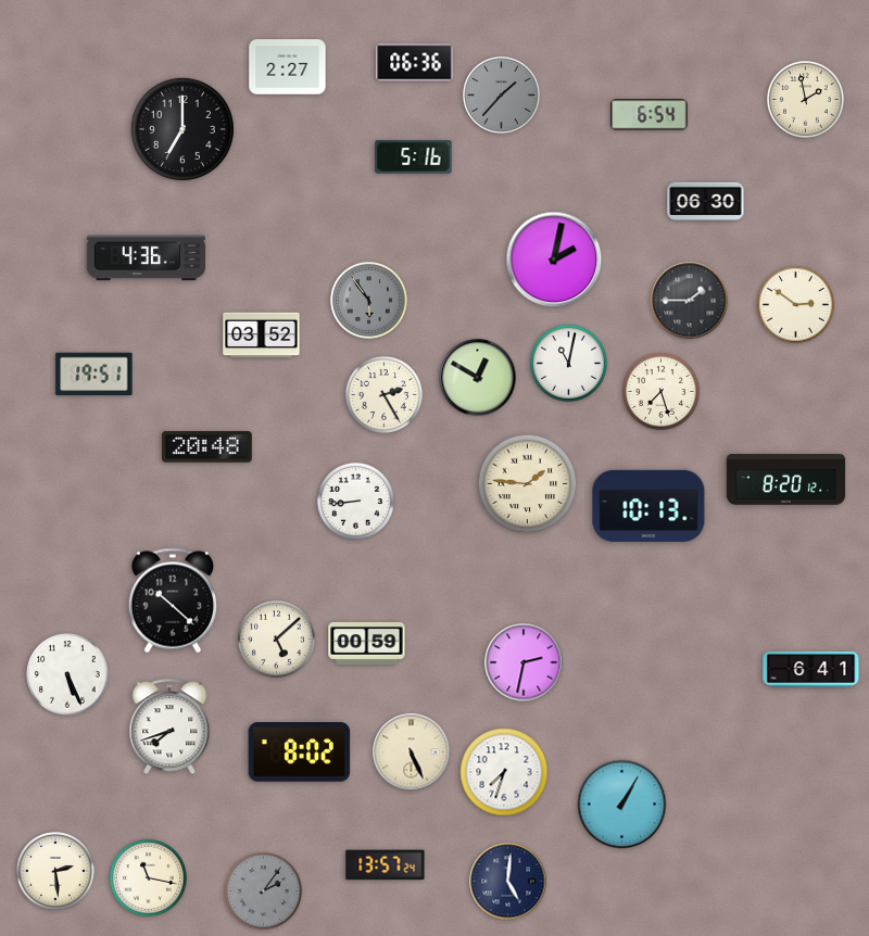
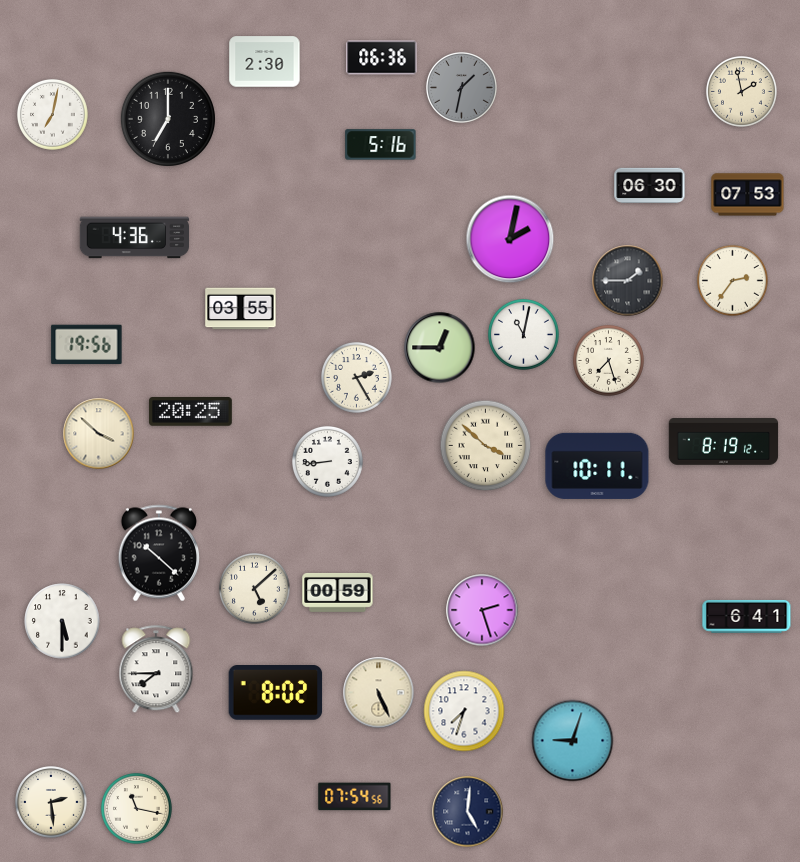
clock at (288, 67): 2:27 -> 2:30
clock at (501, 96): 1:37 -> 1:32
clock at (650, 115): 6:54 -> none
clock at (52, 115): none -> 7:02
clock at (748, 195): none -> 07:53
clock at (368, 301): 5:54 -> none
clock at (690, 301) position: (690, 301) -> (628, 281)
clock at (795, 305): 2:51 -> 2:36
clock at (262, 336): 03:52 -> 03:55
clock at (95, 375): 19:51 -> 19:56
clock at (478, 378): 12:50 -> 12:45
clock at (383, 395) position: (383, 395) -> (356, 378)
clock at (206, 447): 20:48 -> 20:25
clock at (99, 434): none -> 3:52
clock at (786, 480): 8:20 -> 8:19
clock at (528, 484): 1:46 -> 3:52
clock at (648, 506): 10:13 -> 10:11
clock at (524, 662): 2:32 -> 2:27
clock at (67, 674): 5:26 -> 5:30
clock at (169, 728): 7:42 -> 7:45
clock at (622, 805): 1:05 -> 9:03
clock at (386, 865): 13:57 -> 07:54
clock at (263, 891): 2:06 -> none
